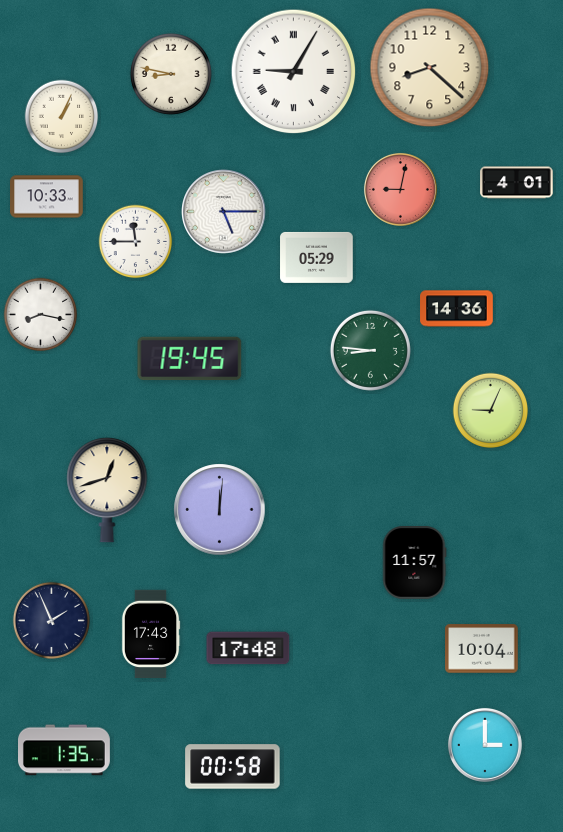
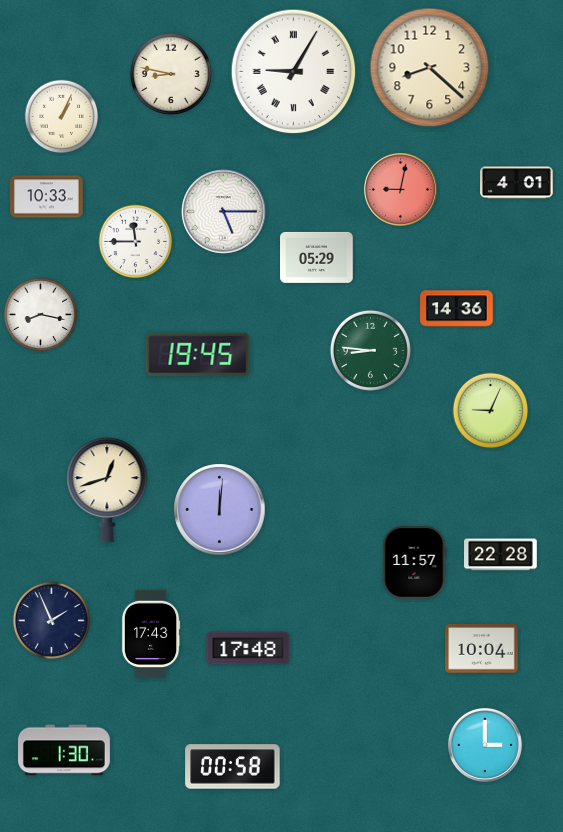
clock at (190, 359) position: (190, 359) -> (198, 355)
clock at (501, 555): none -> 22:28
clock at (65, 750): 1:35 -> 1:30
